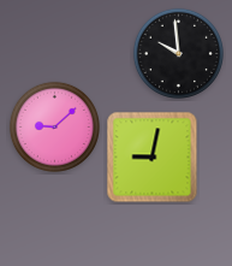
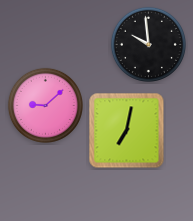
clock at (153, 158): 9:02 -> 7:02
